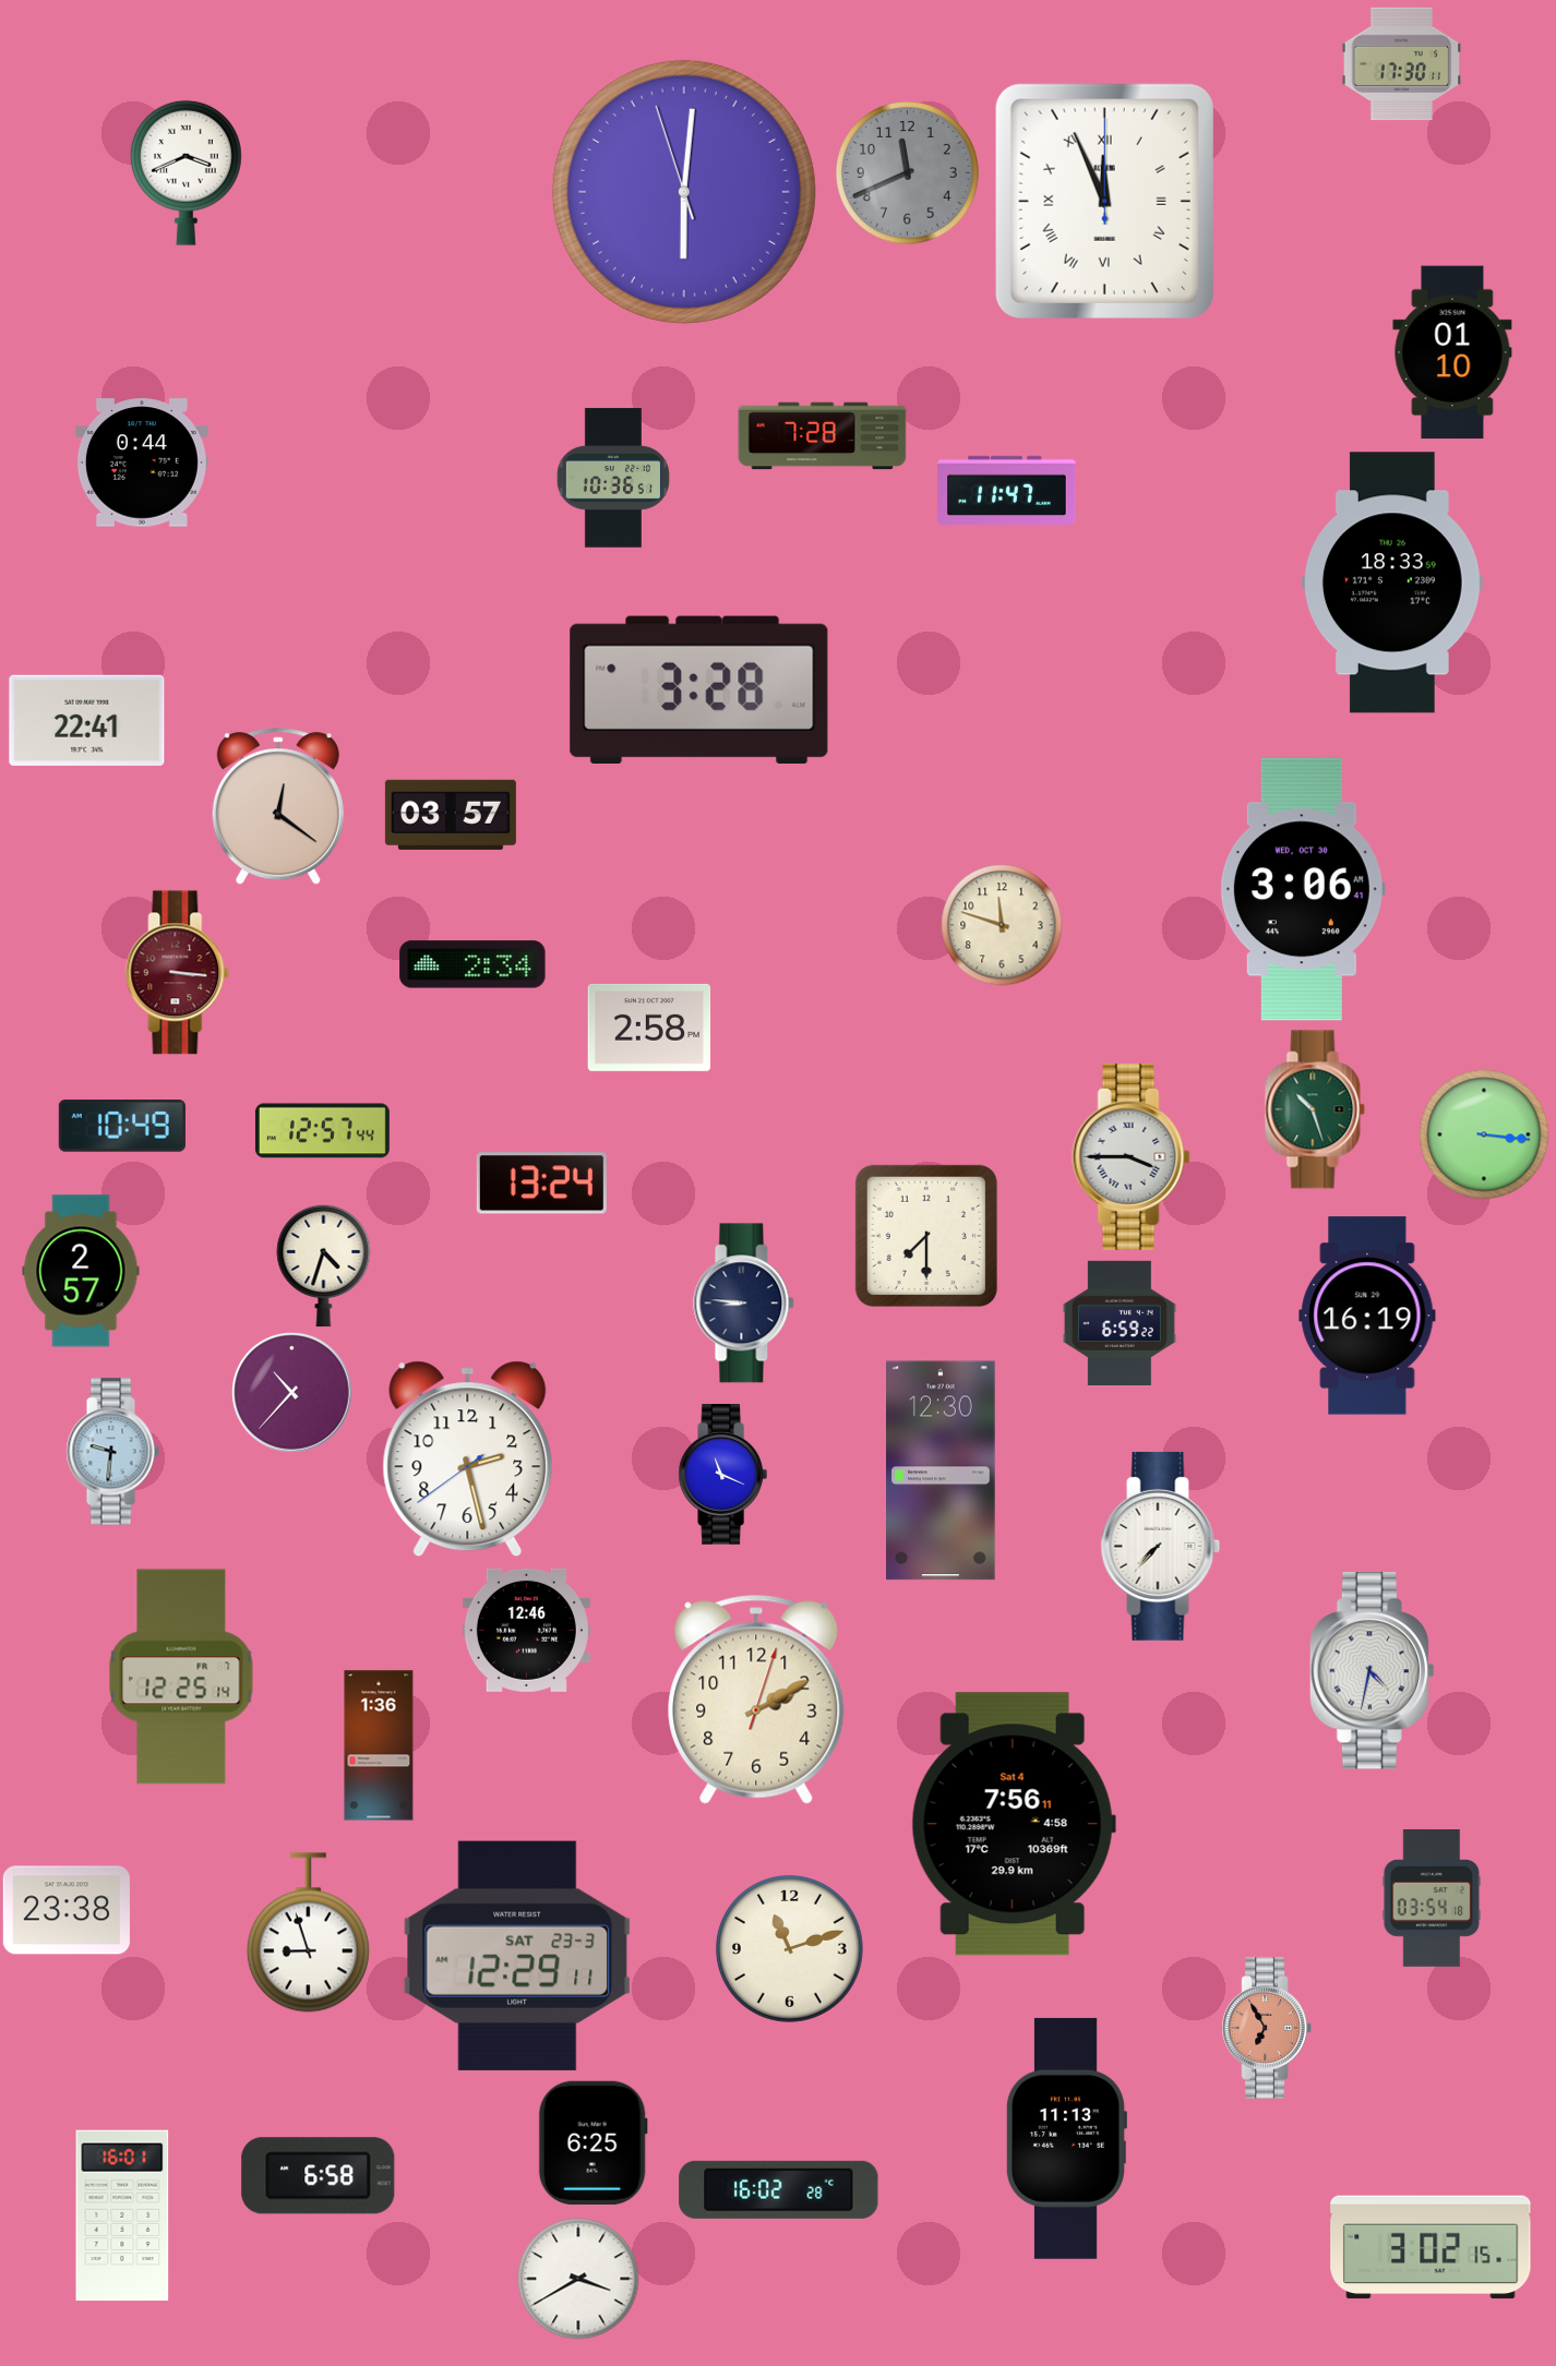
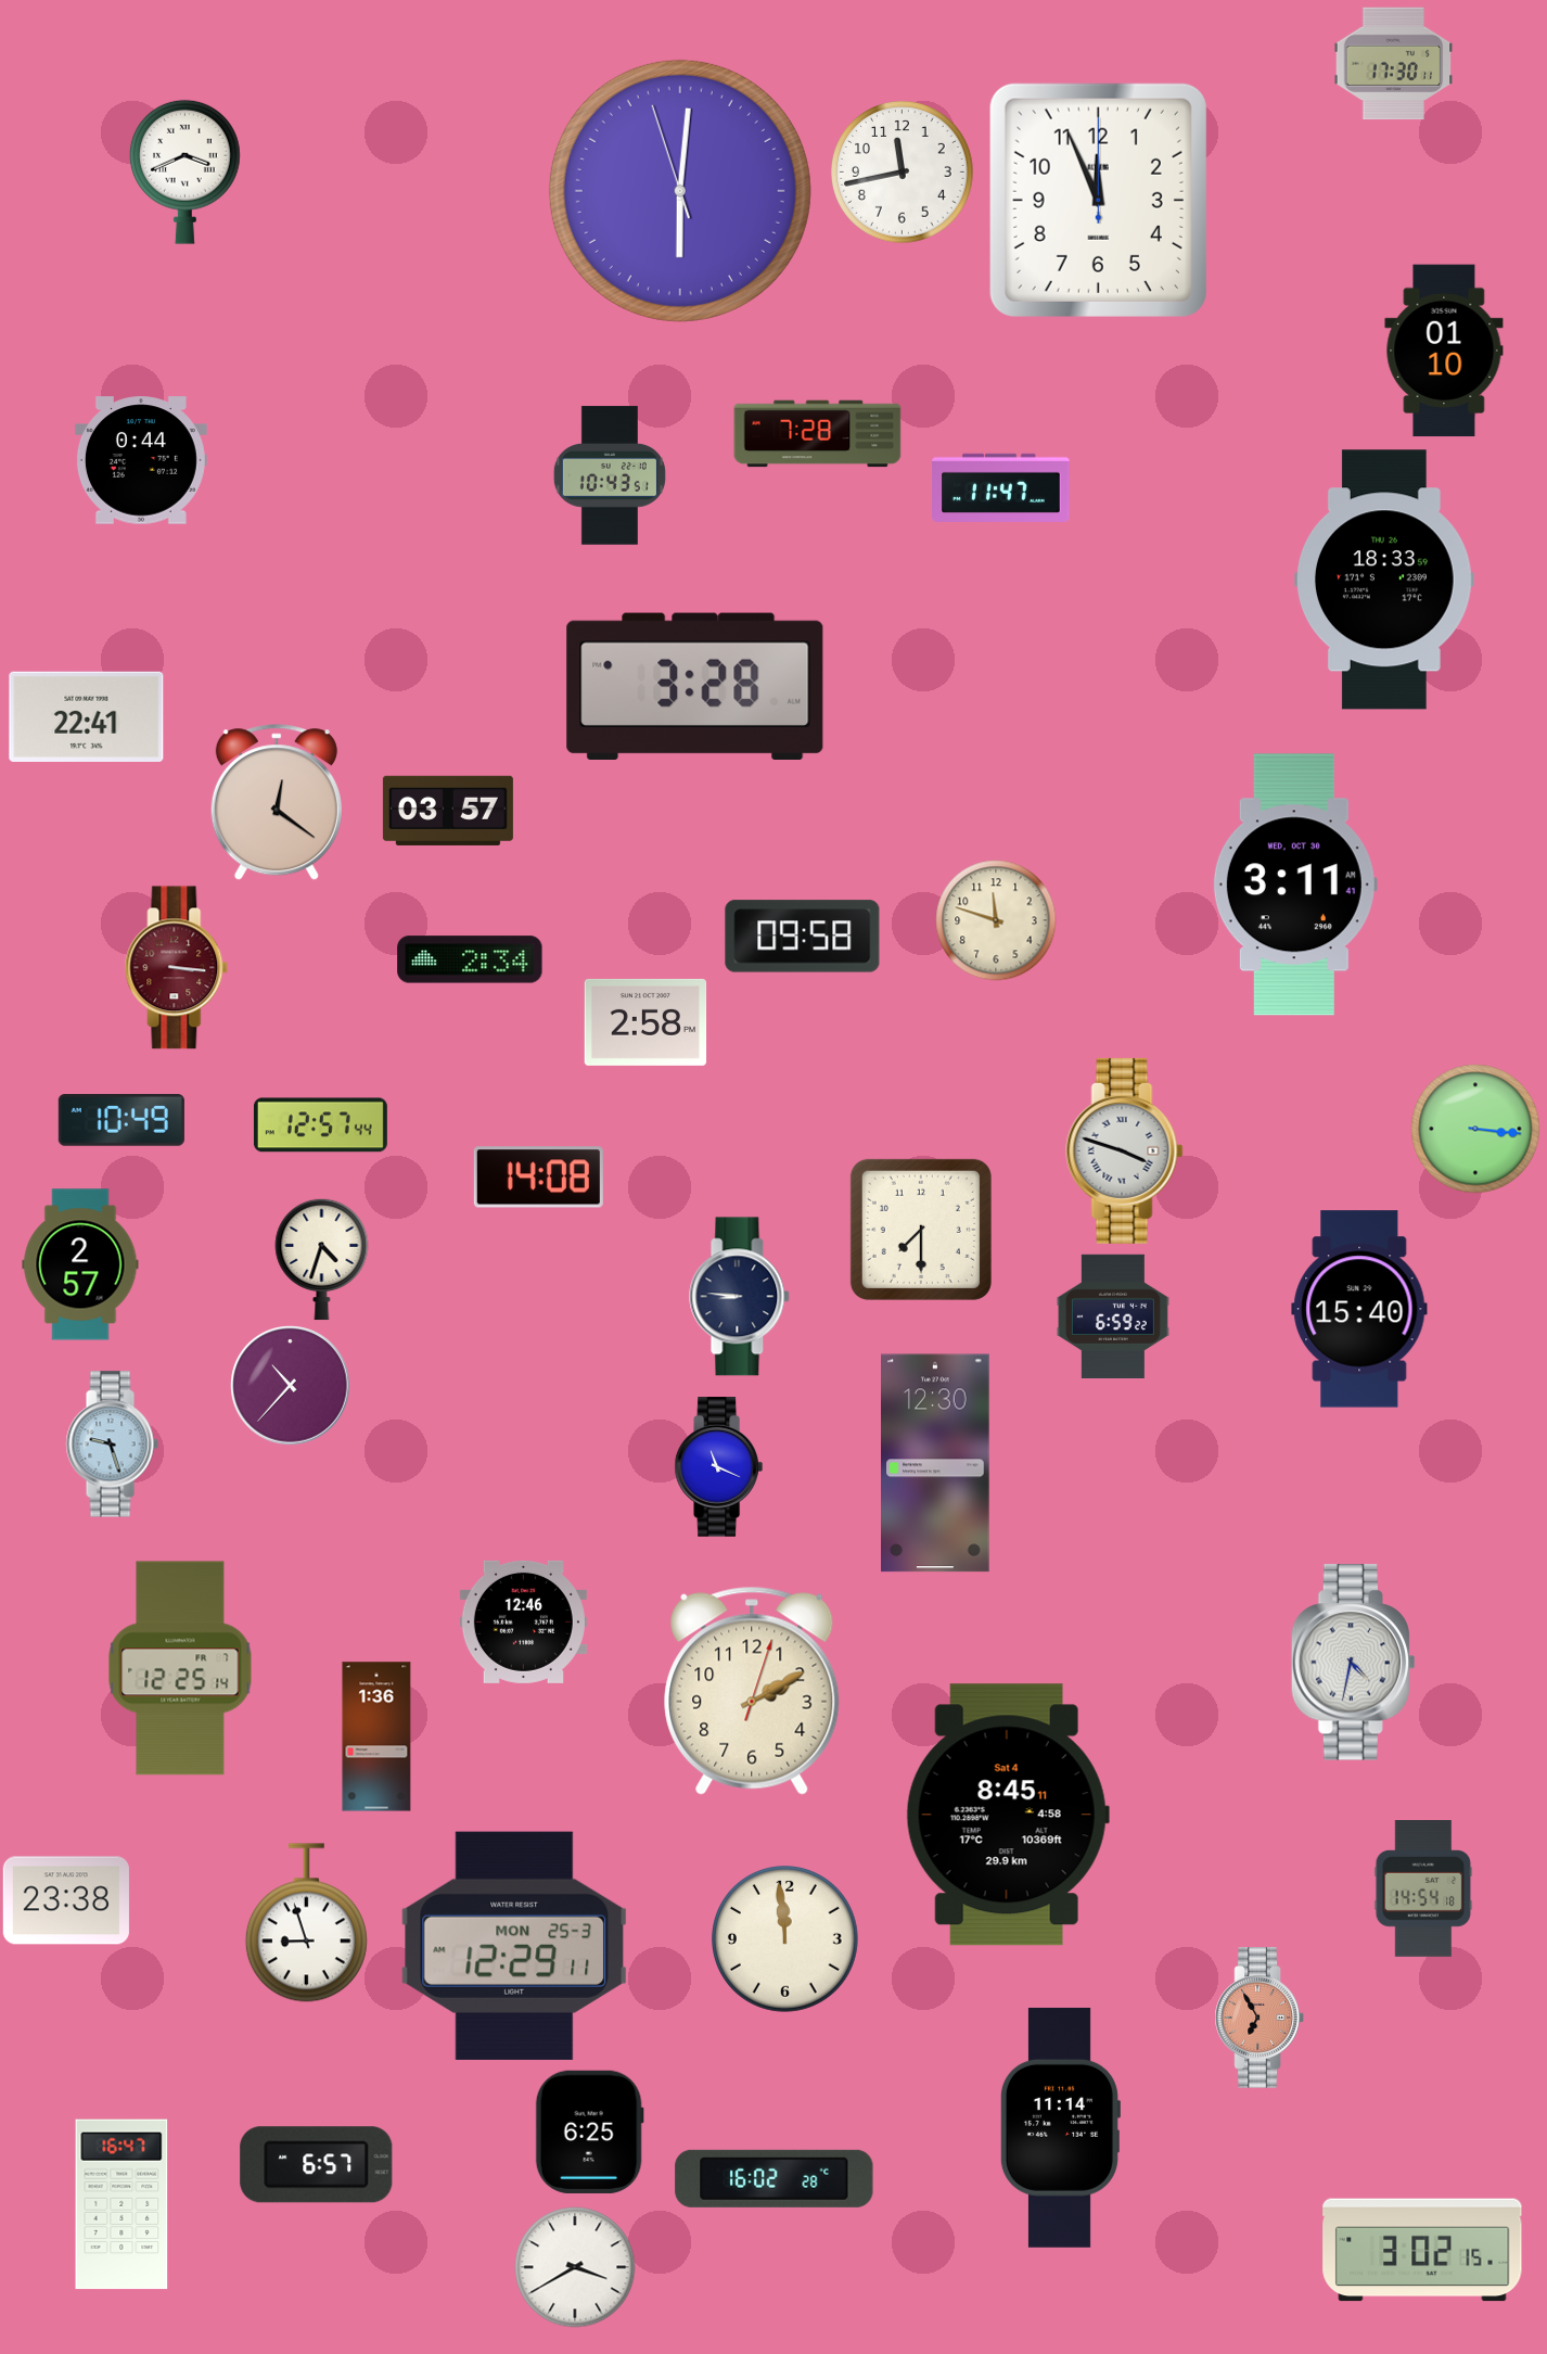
clock at (908, 173): 11:41 -> 11:43
clock at (908, 173) dial: grey -> white
clock at (1104, 201) numerals: Roman -> Arabic
clock at (613, 478): 10:36 -> 10:43
clock at (1303, 889): 3:06 -> 3:11
clock at (803, 937): none -> 09:58
clock at (1315, 1109): 10:27 -> none
clock at (1132, 1156): 3:45 -> 3:48
clock at (541, 1184): 13:24 -> 14:08
clock at (1367, 1316): 16:19 -> 15:40
clock at (112, 1452): 9:31 -> 9:27
clock at (468, 1460): 2:27 -> none
clock at (1161, 1546): 7:37 -> none
clock at (1373, 1671) position: (1373, 1671) -> (1354, 1663)
clock at (1014, 1824): 7:56 -> 8:45
clock at (1432, 1899): 03:54 -> 14:54
clock at (789, 1948): 11:12 -> 11:59
clock at (517, 1956) date: SAT 23-3 -> MON 25-3
clock at (1066, 2138): 11:13 -> 11:14
clock at (319, 2176): 6:58 -> 6:57
clock at (122, 2215): 16:01 -> 16:47
clock at (1431, 2247) position: (1431, 2247) -> (1422, 2250)
